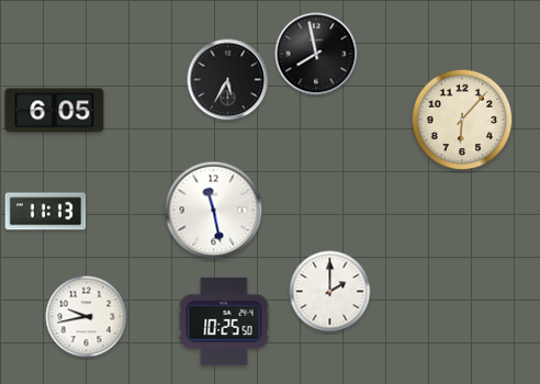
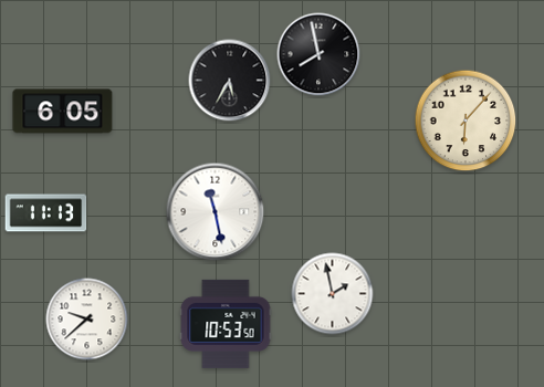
clock at (55, 111) position: (55, 111) -> (63, 112)
clock at (330, 292): 2:00 -> 1:58
clock at (87, 317): 9:43 -> 9:38
clock at (224, 321): 10:25 -> 10:53
